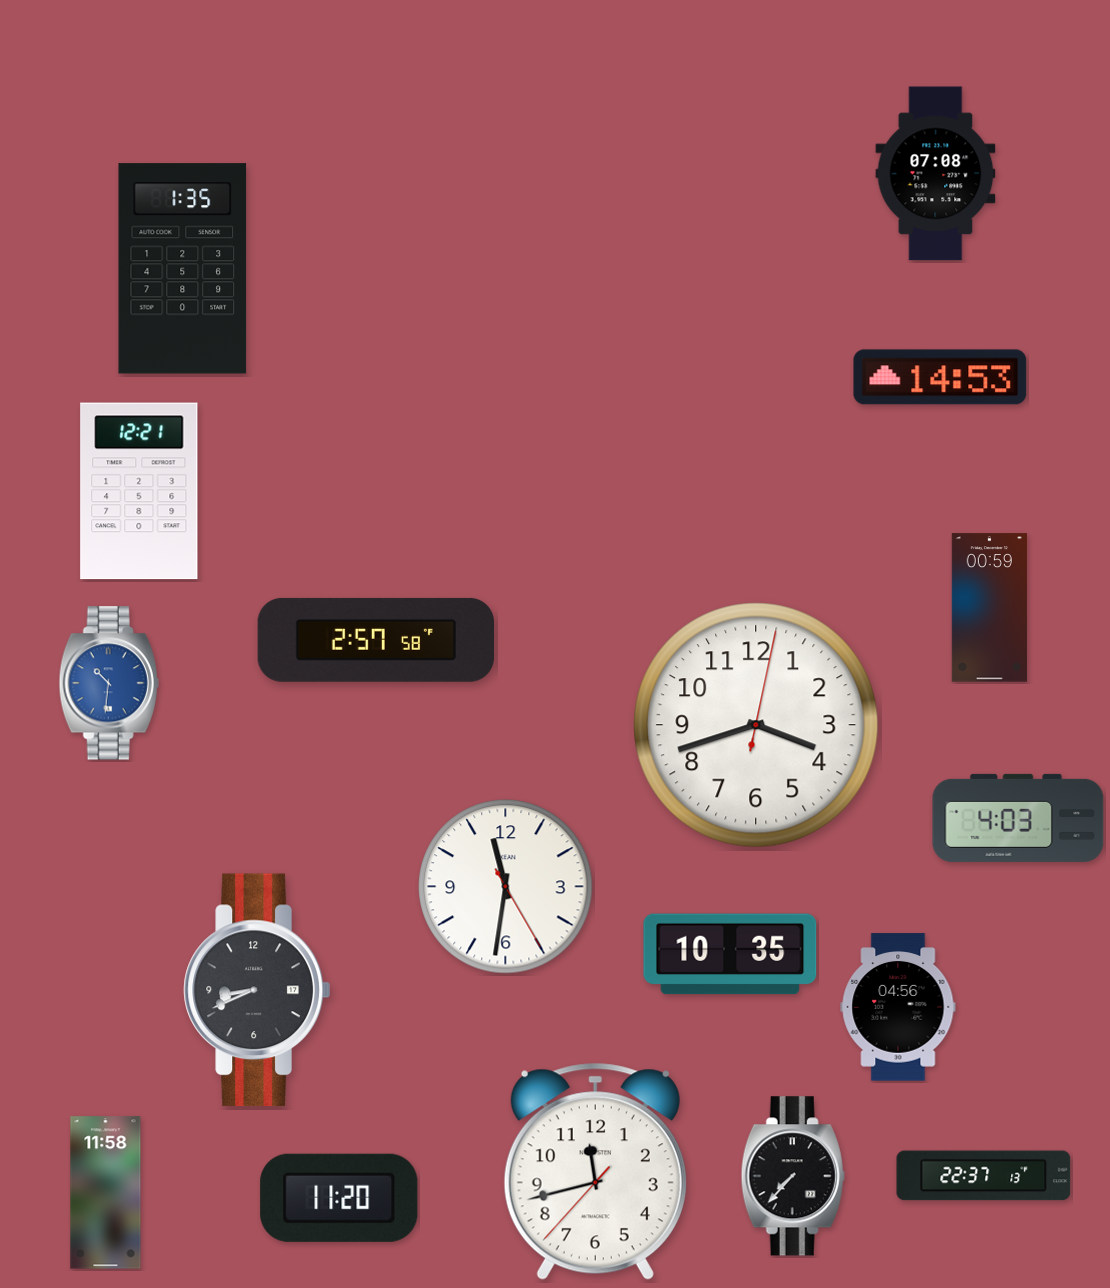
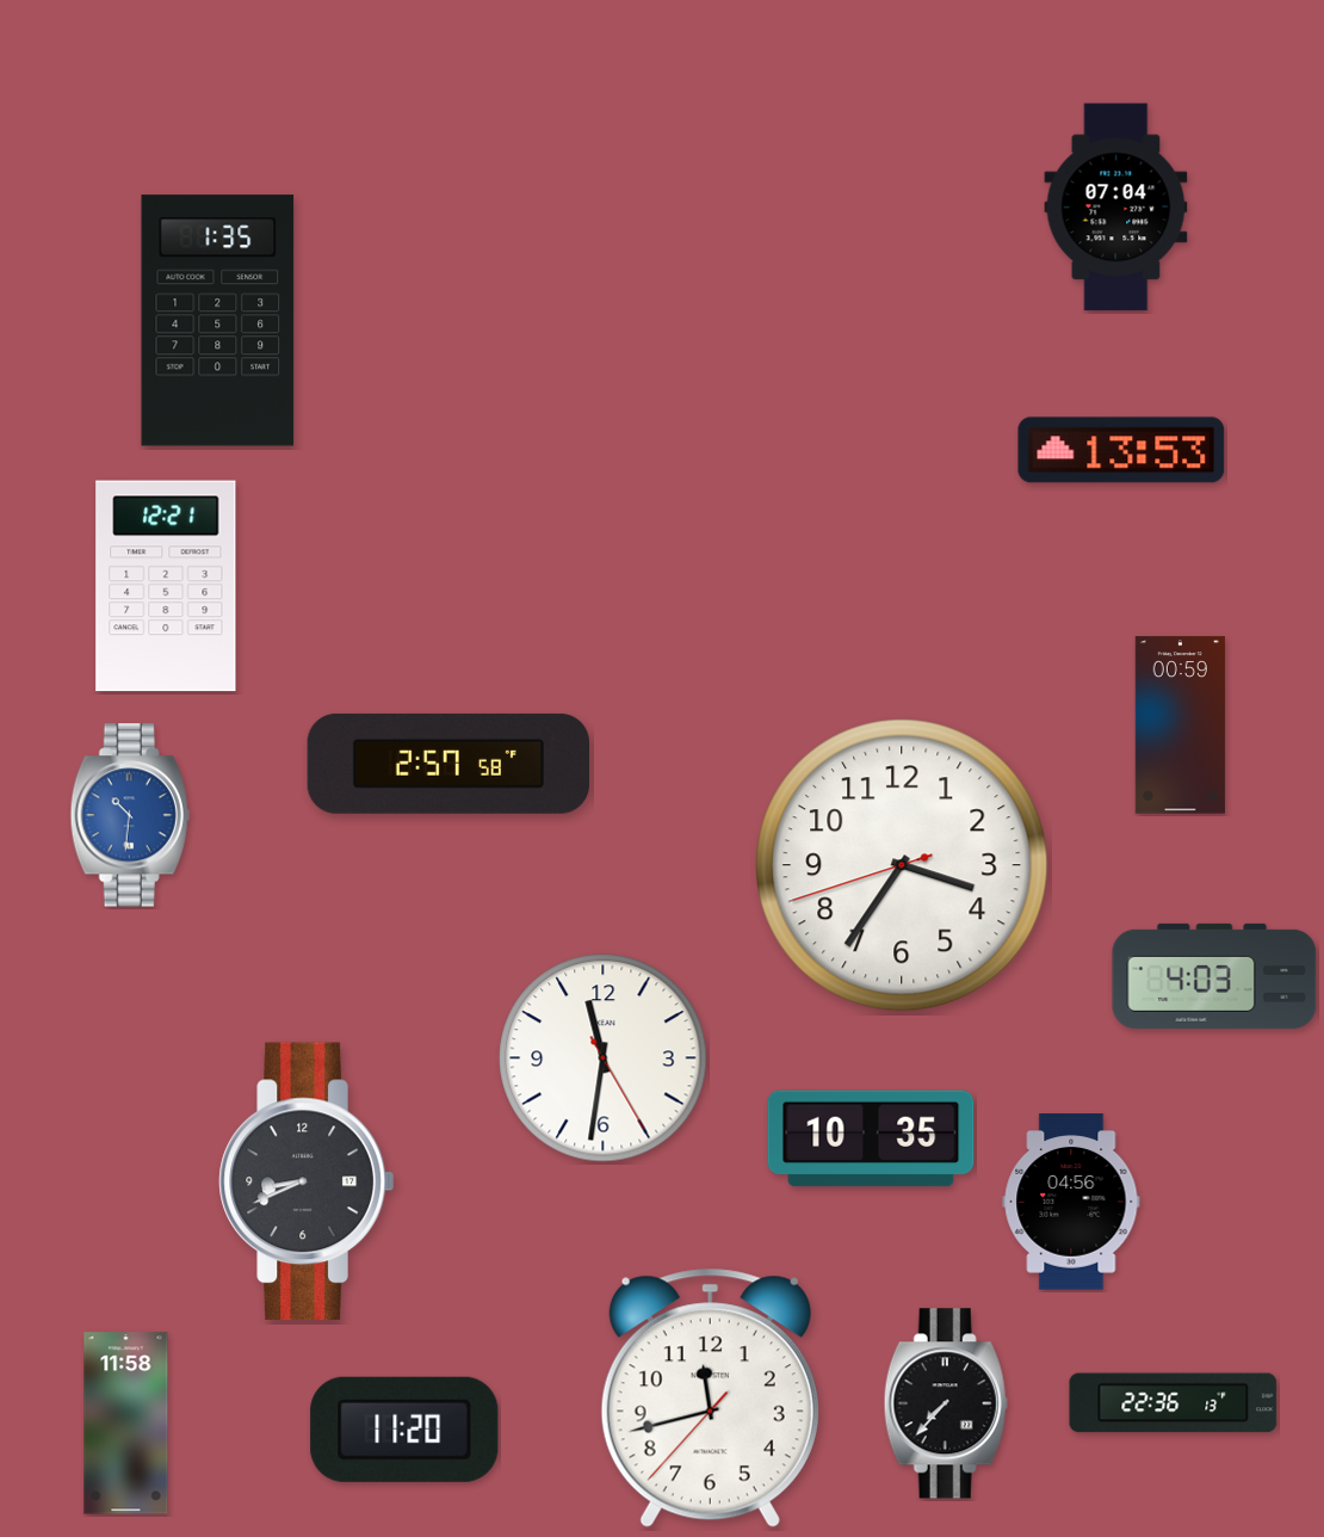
clock at (936, 174): 07:08 -> 07:04
clock at (940, 377): 14:53 -> 13:53
clock at (756, 725): 3:42 -> 3:35
clock at (984, 1176): 22:37 -> 22:36
